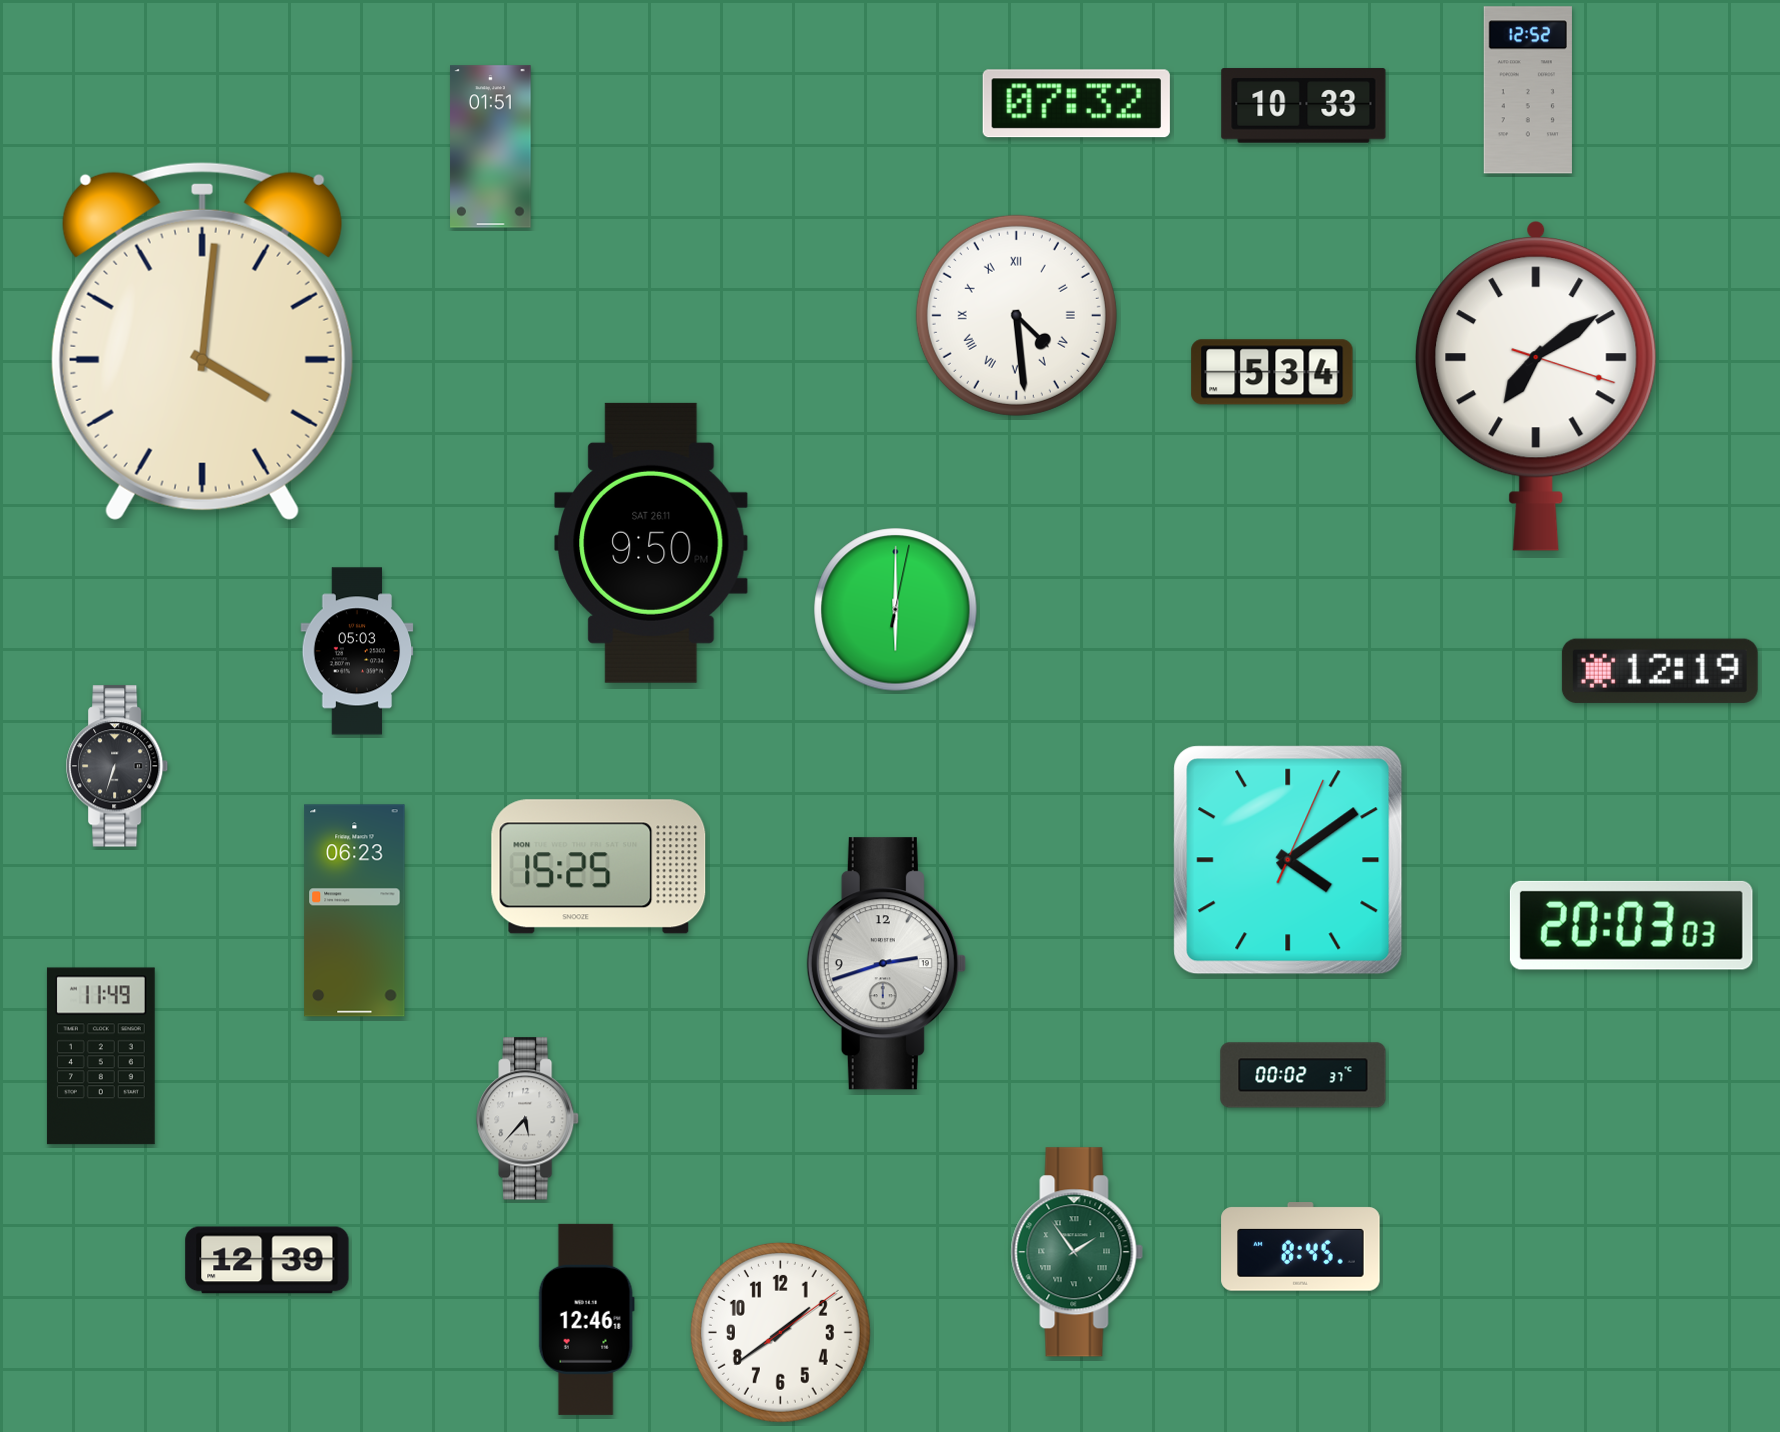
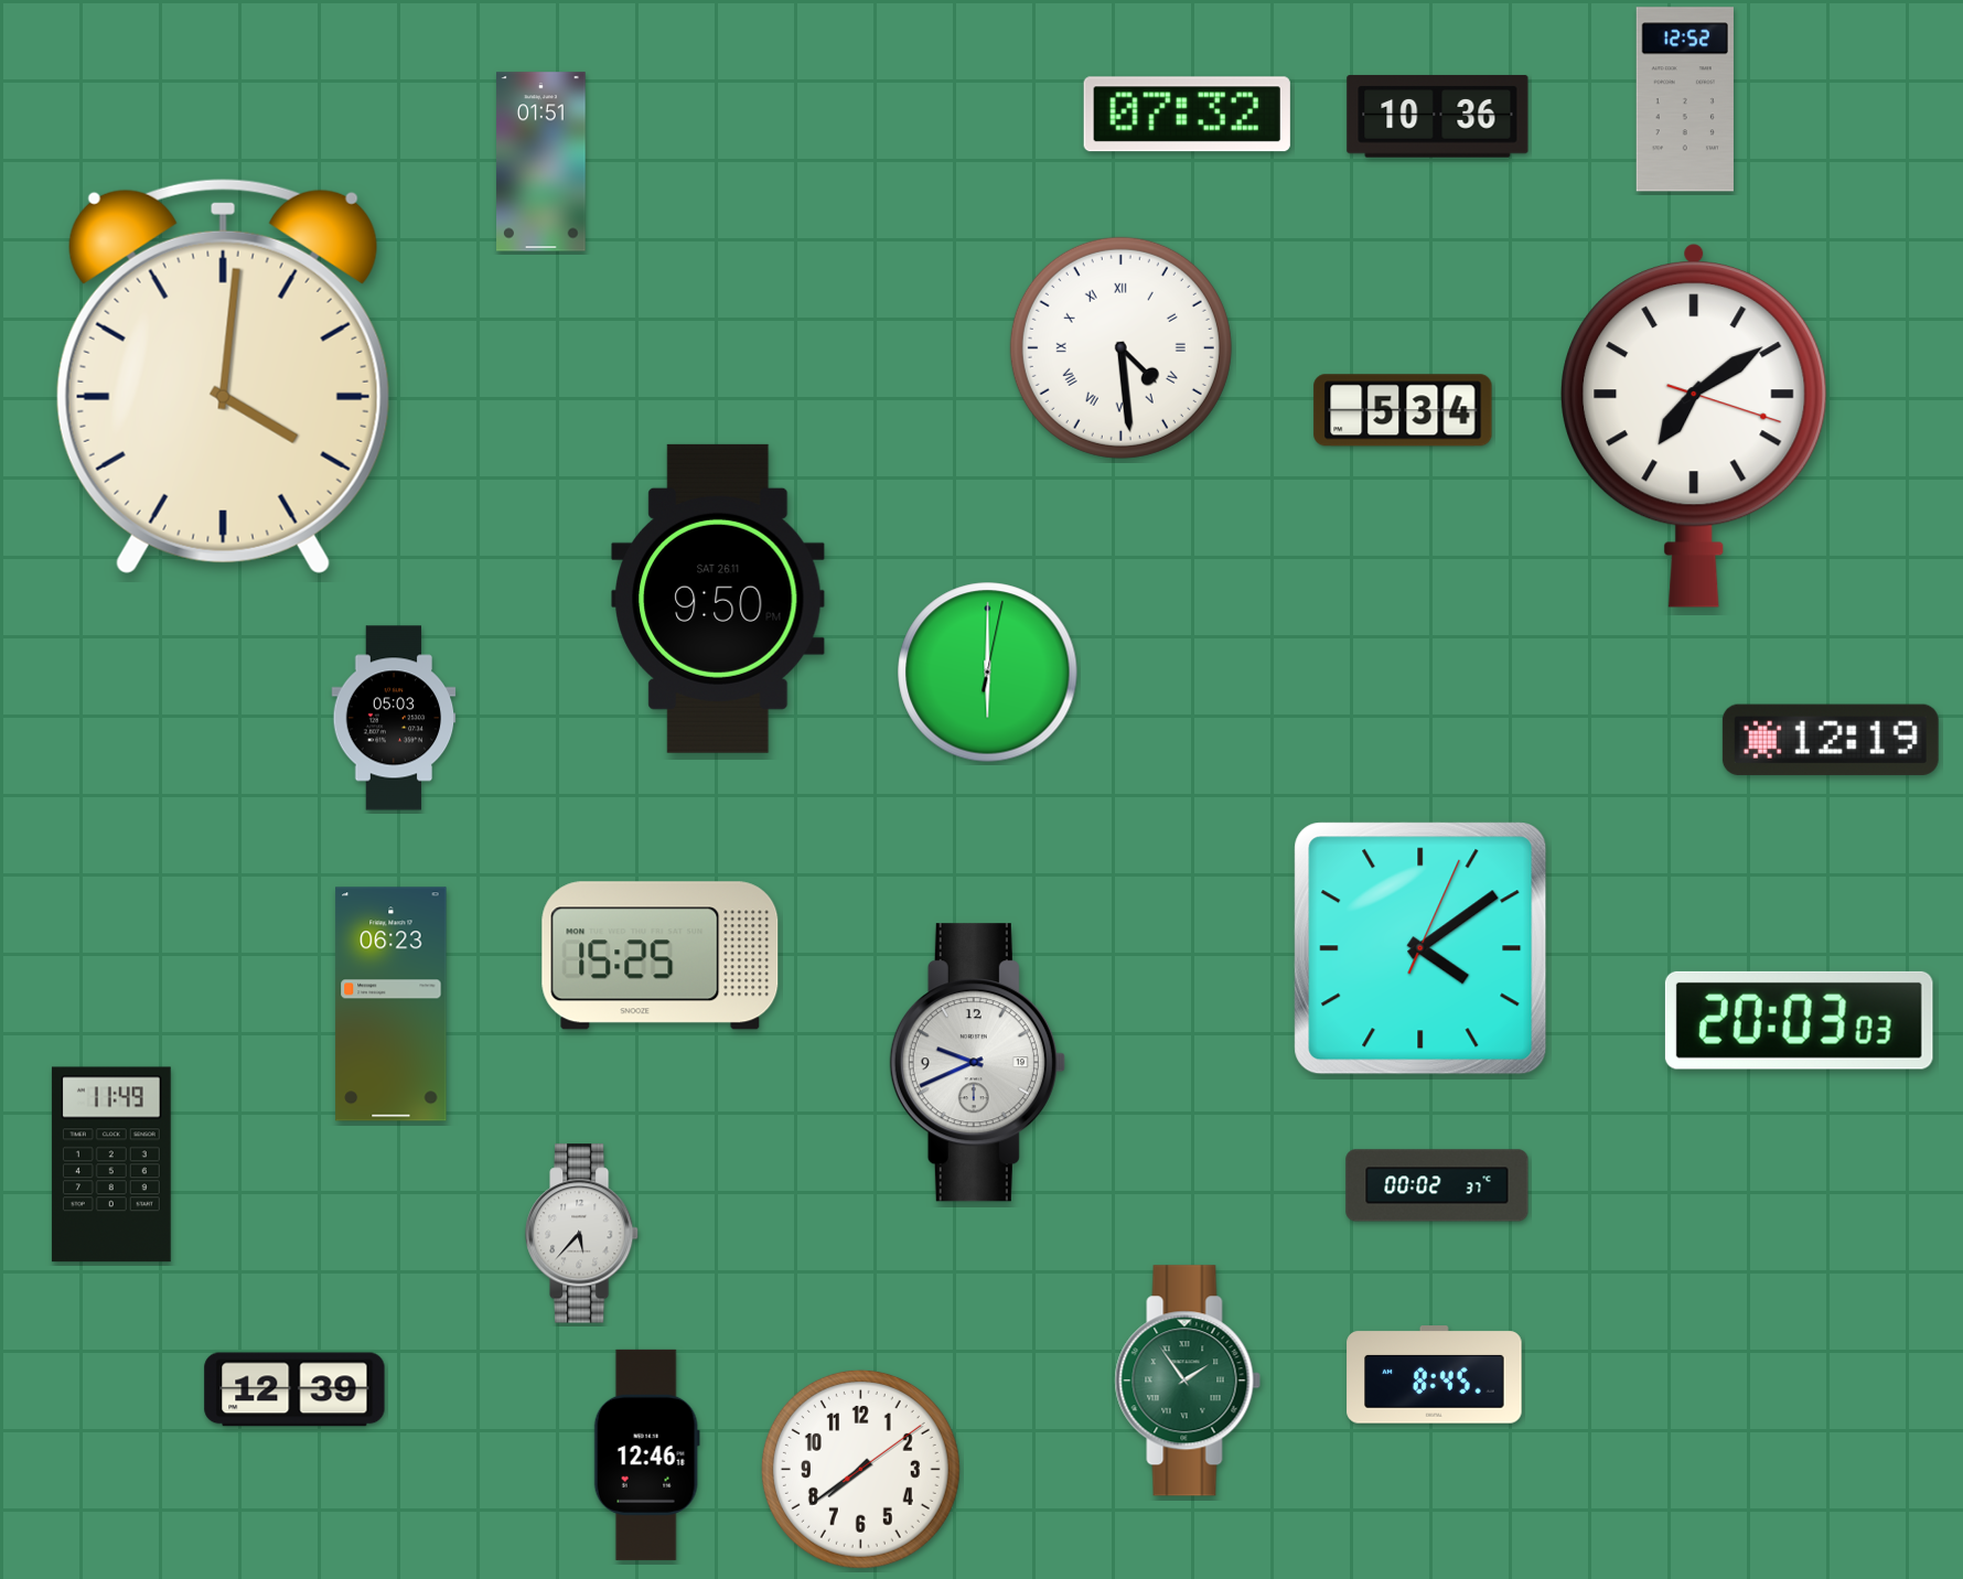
clock at (1304, 106): 10:33 -> 10:36
clock at (118, 766): 6:33 -> none
clock at (886, 964): 2:42 -> 9:41
clock at (780, 1332): 1:39 -> 7:39
